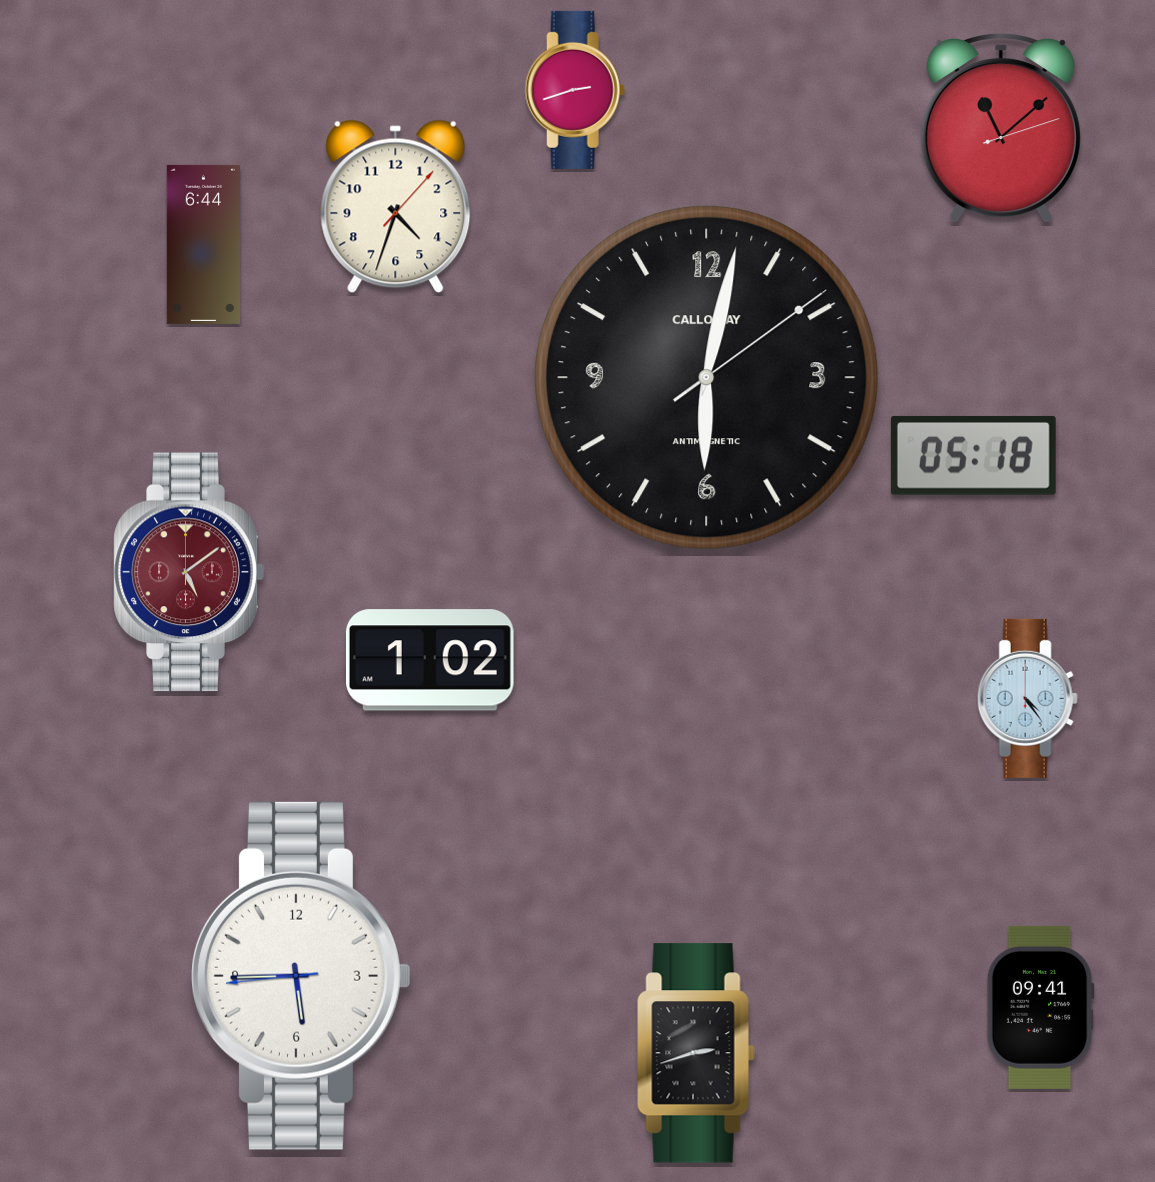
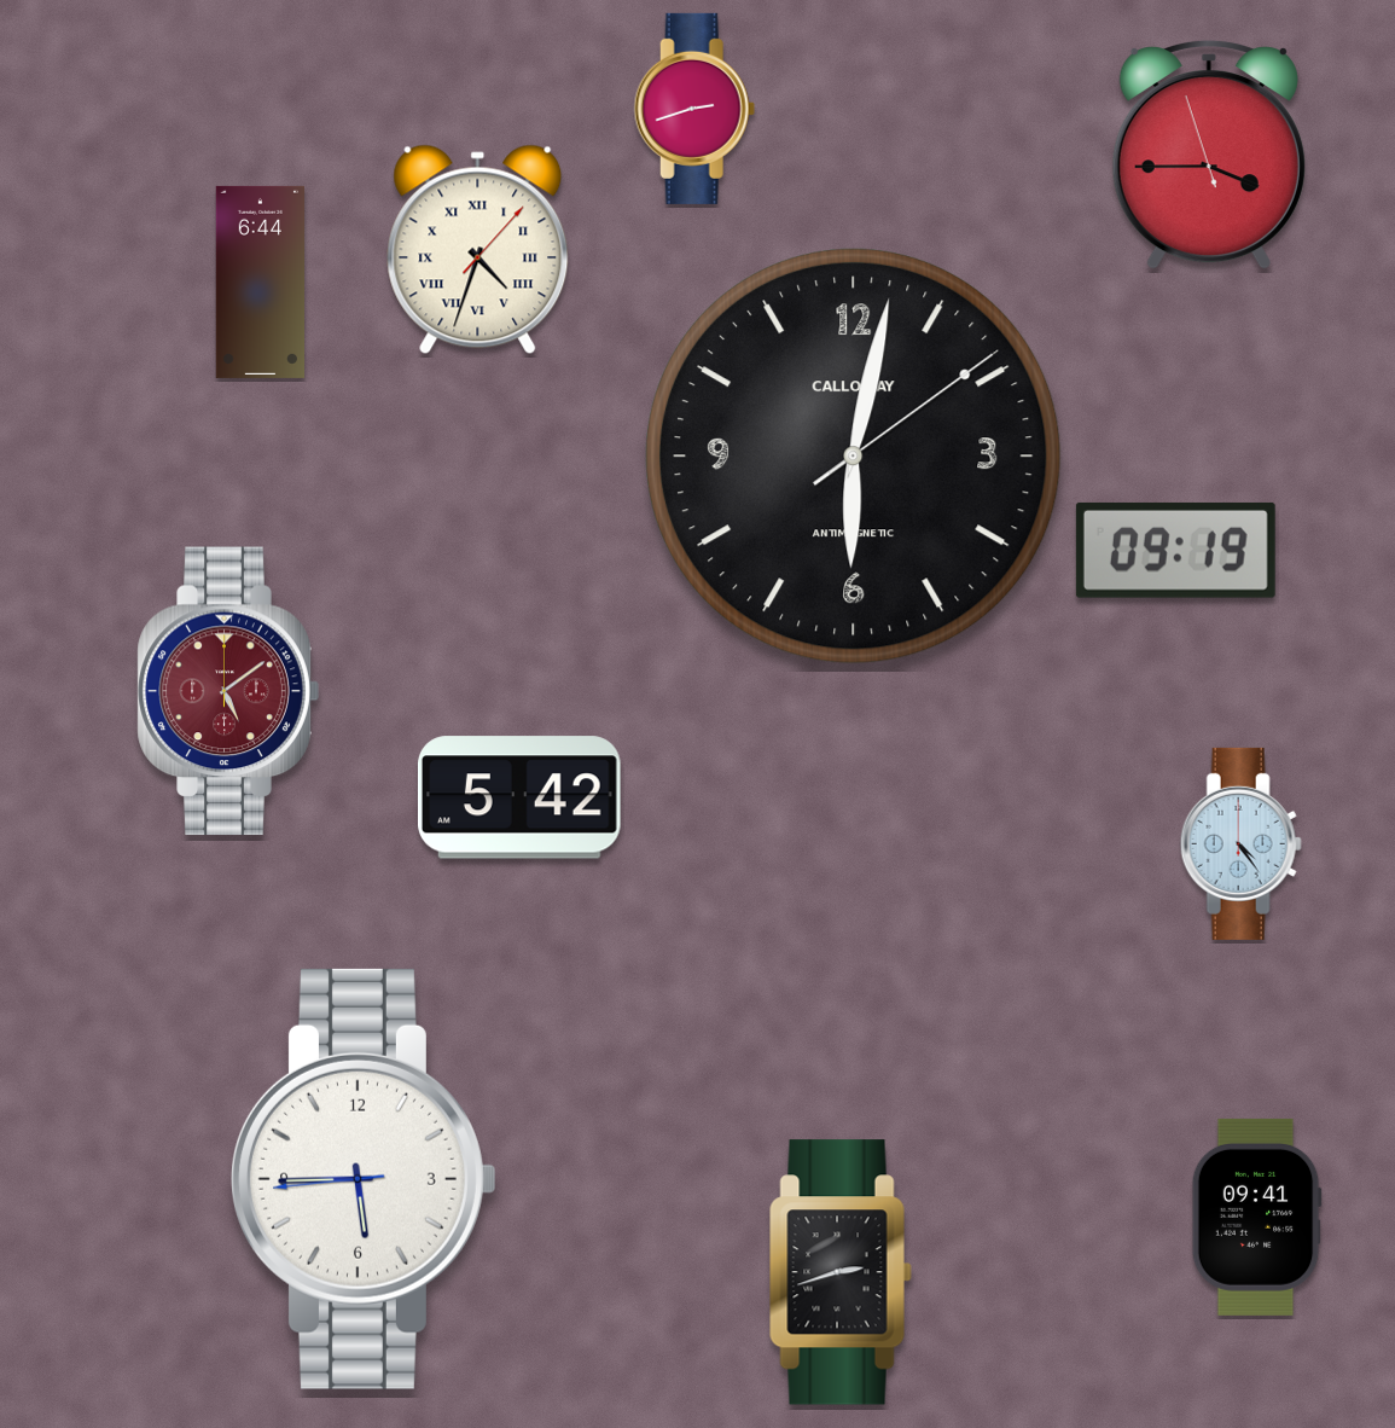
clock at (1001, 128): 11:08 -> 3:44
clock at (396, 207) numerals: Arabic -> Roman
clock at (204, 244) position: (204, 244) -> (261, 281)
clock at (973, 455): 05:18 -> 09:19
clock at (430, 660): 1:02 -> 5:42
